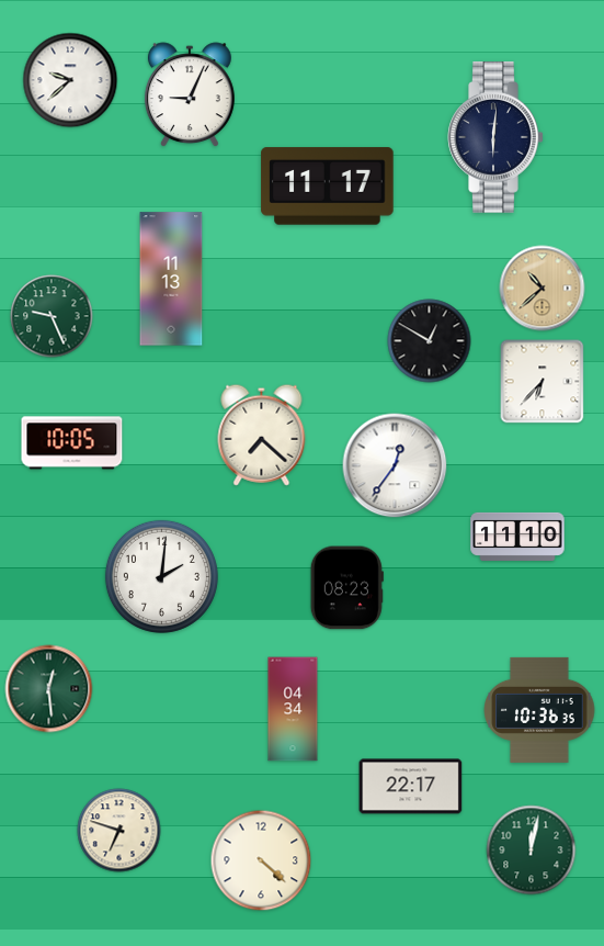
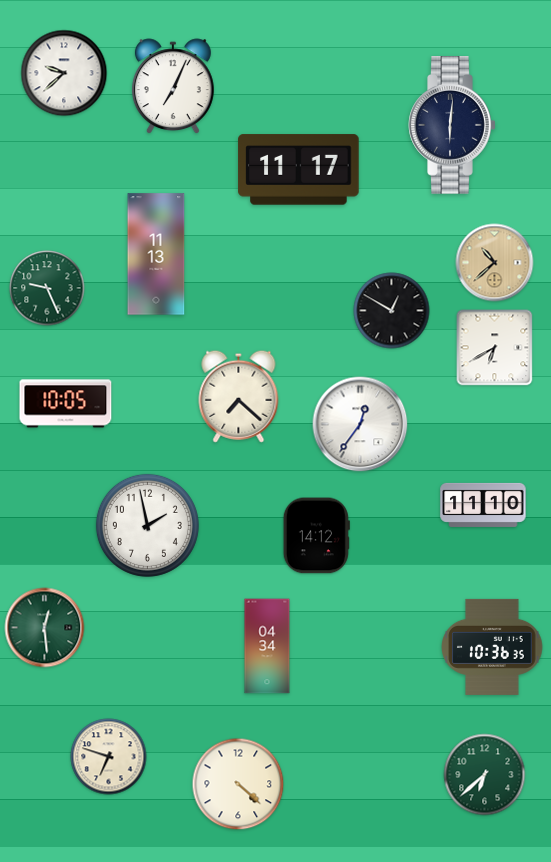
clock at (190, 95): 9:04 -> 7:04
clock at (543, 382): 6:37 -> 6:40
clock at (517, 537) position: (517, 537) -> (483, 505)
clock at (161, 576): 2:01 -> 1:58
clock at (346, 588): 08:23 -> 14:12
clock at (411, 787): 22:17 -> none
clock at (532, 851): 12:02 -> 6:38
